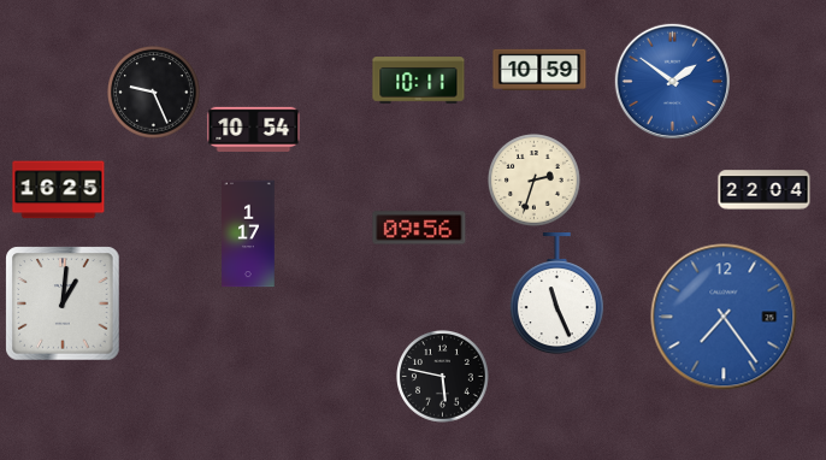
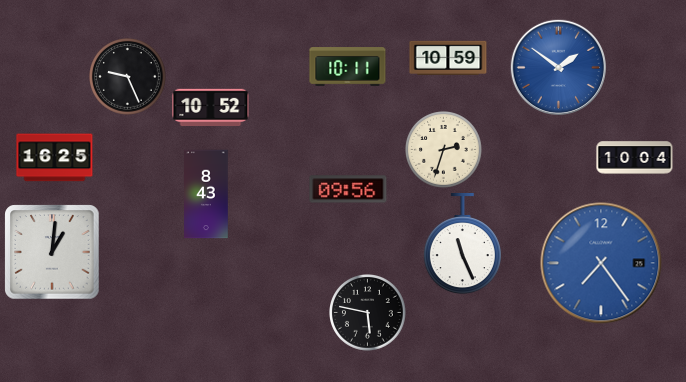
clock at (254, 129): 10:54 -> 10:52
clock at (59, 190) position: (59, 190) -> (55, 158)
clock at (765, 190): 22:04 -> 10:04
clock at (248, 234): 1:17 -> 8:43
